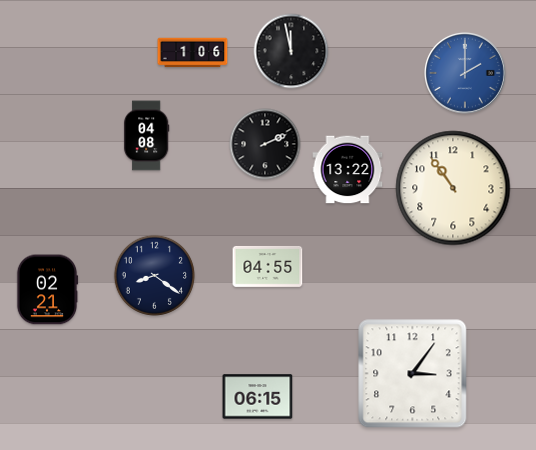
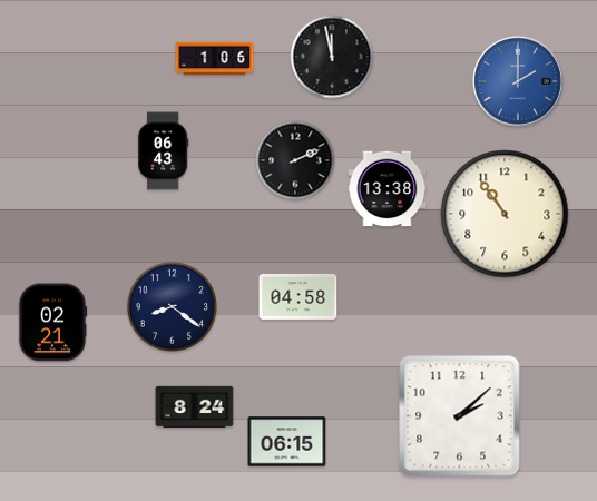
clock at (291, 51) position: (291, 51) -> (332, 57)
clock at (146, 136): 04:08 -> 06:43
clock at (348, 170): 13:22 -> 13:38
clock at (453, 188) position: (453, 188) -> (505, 214)
clock at (268, 266): 04:55 -> 04:58
clock at (195, 407): none -> 8:24
clock at (413, 374): 3:06 -> 2:08
